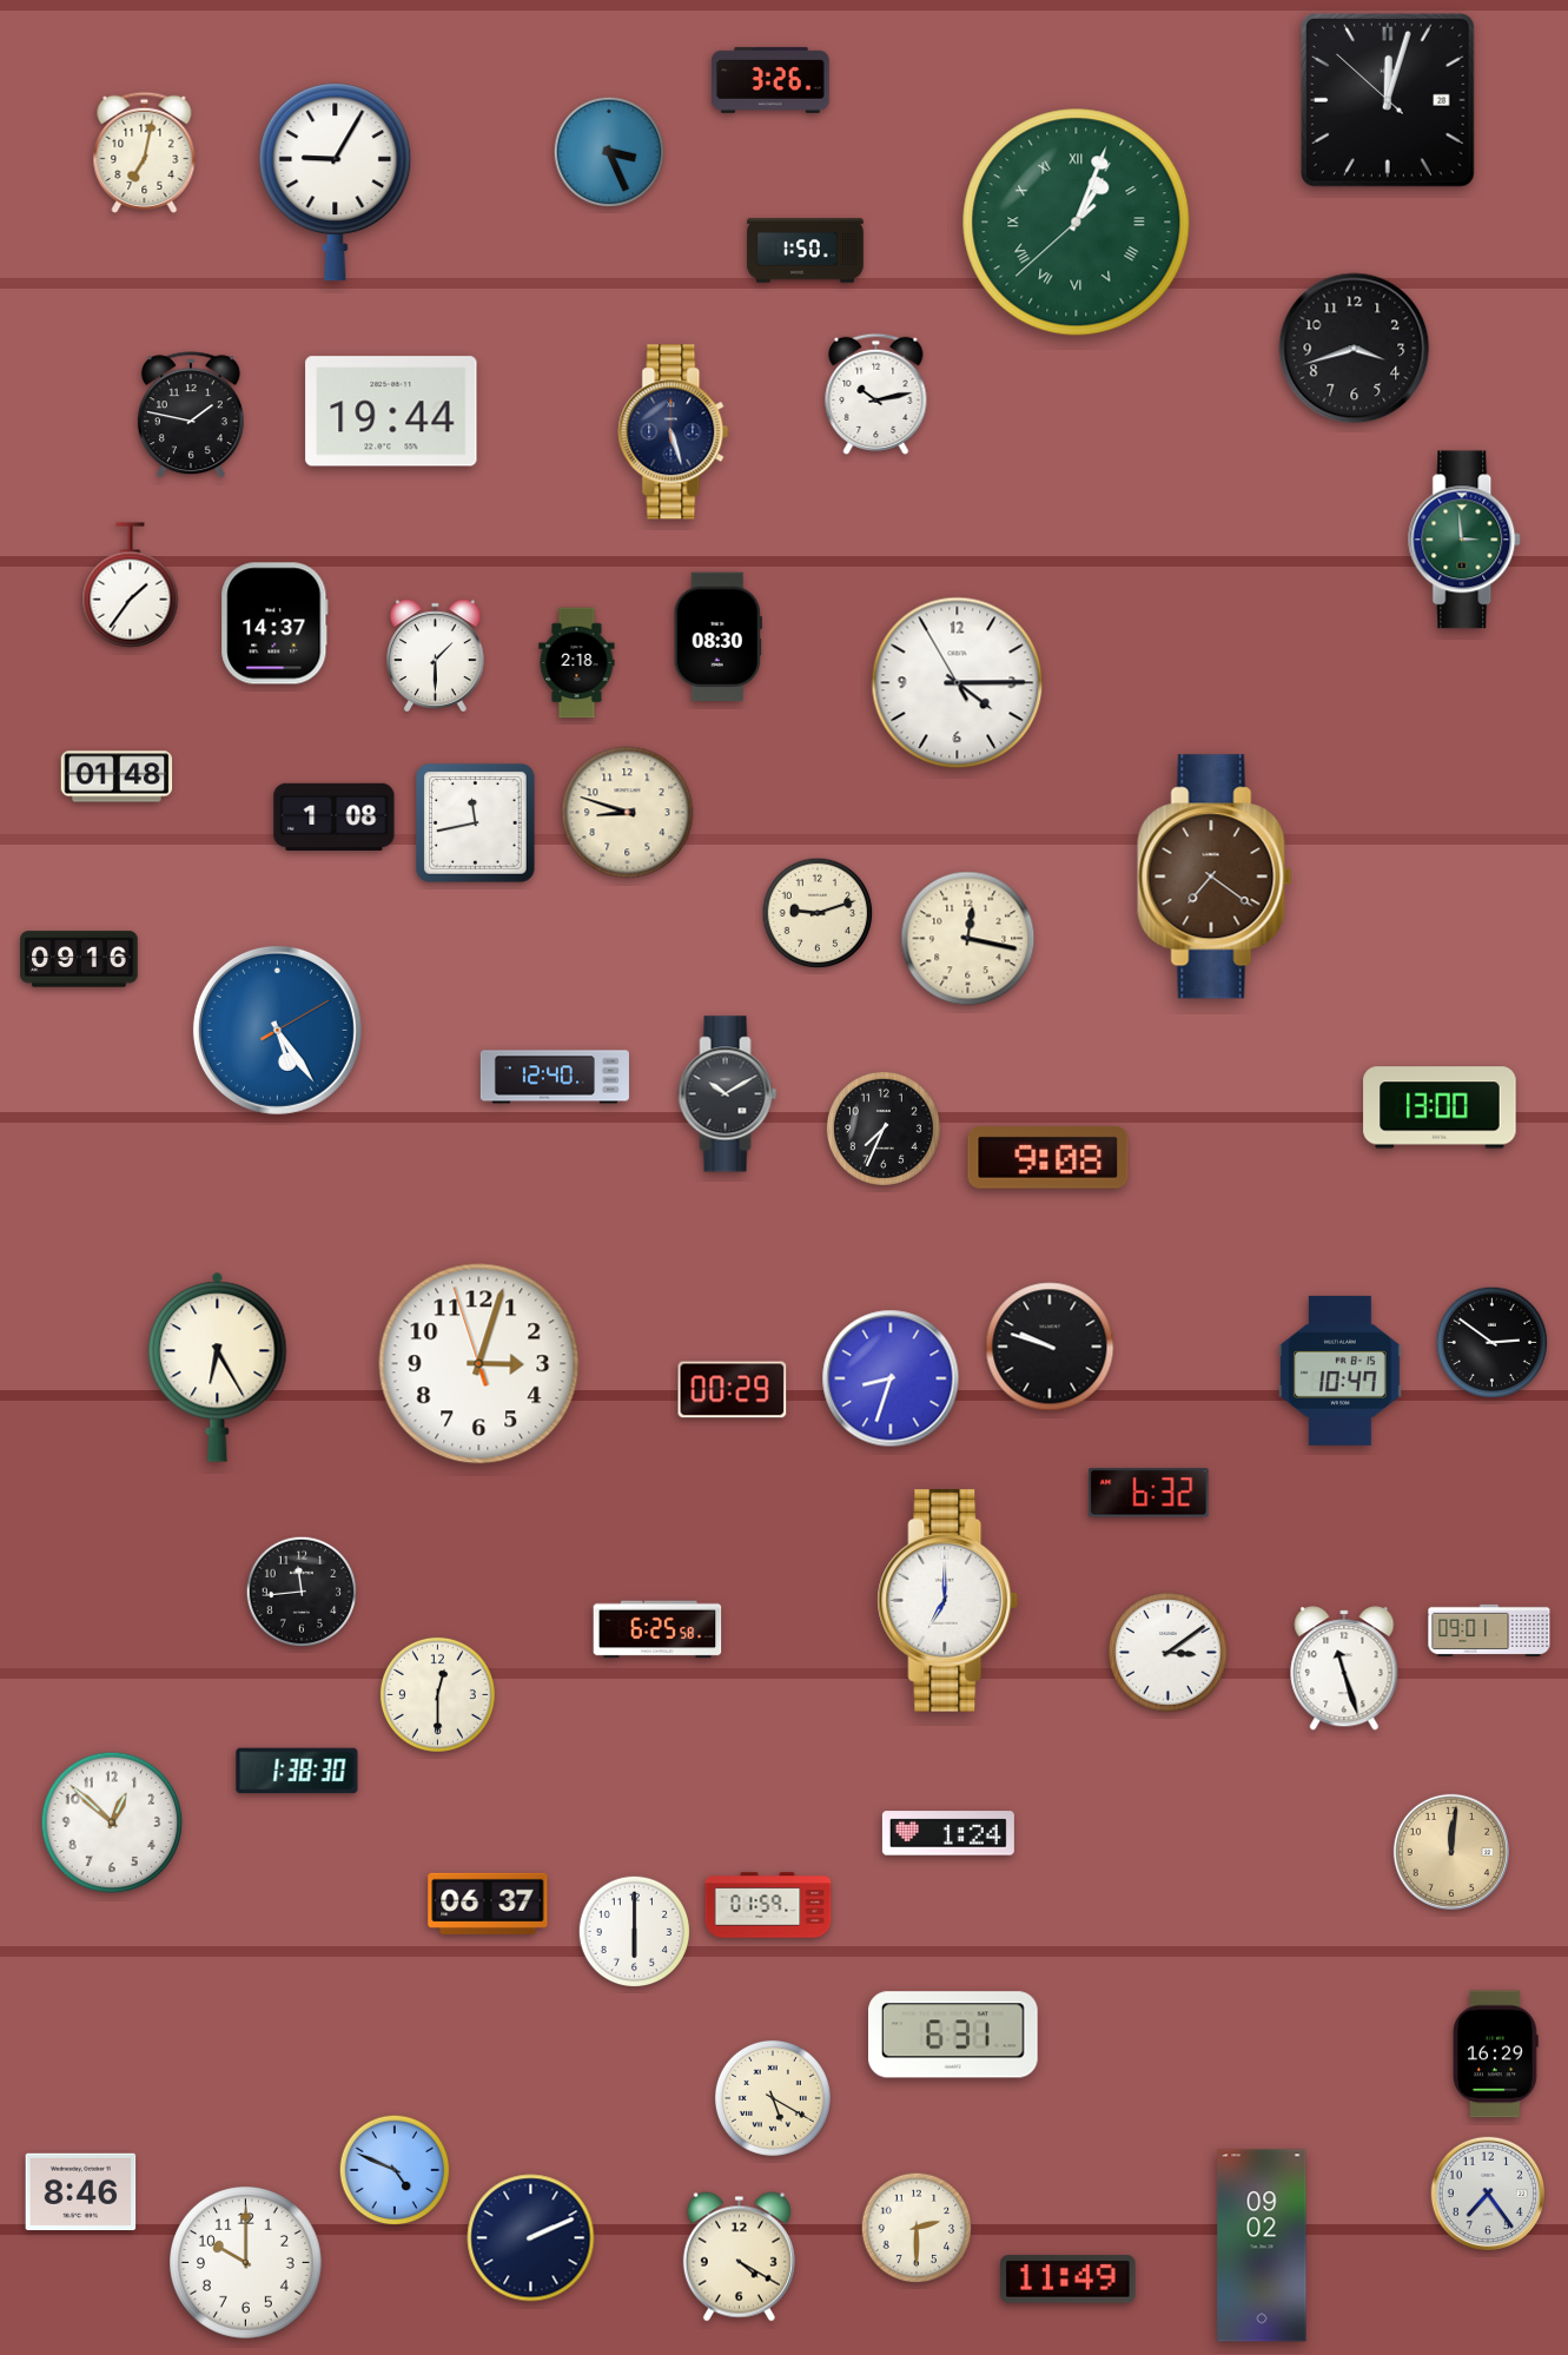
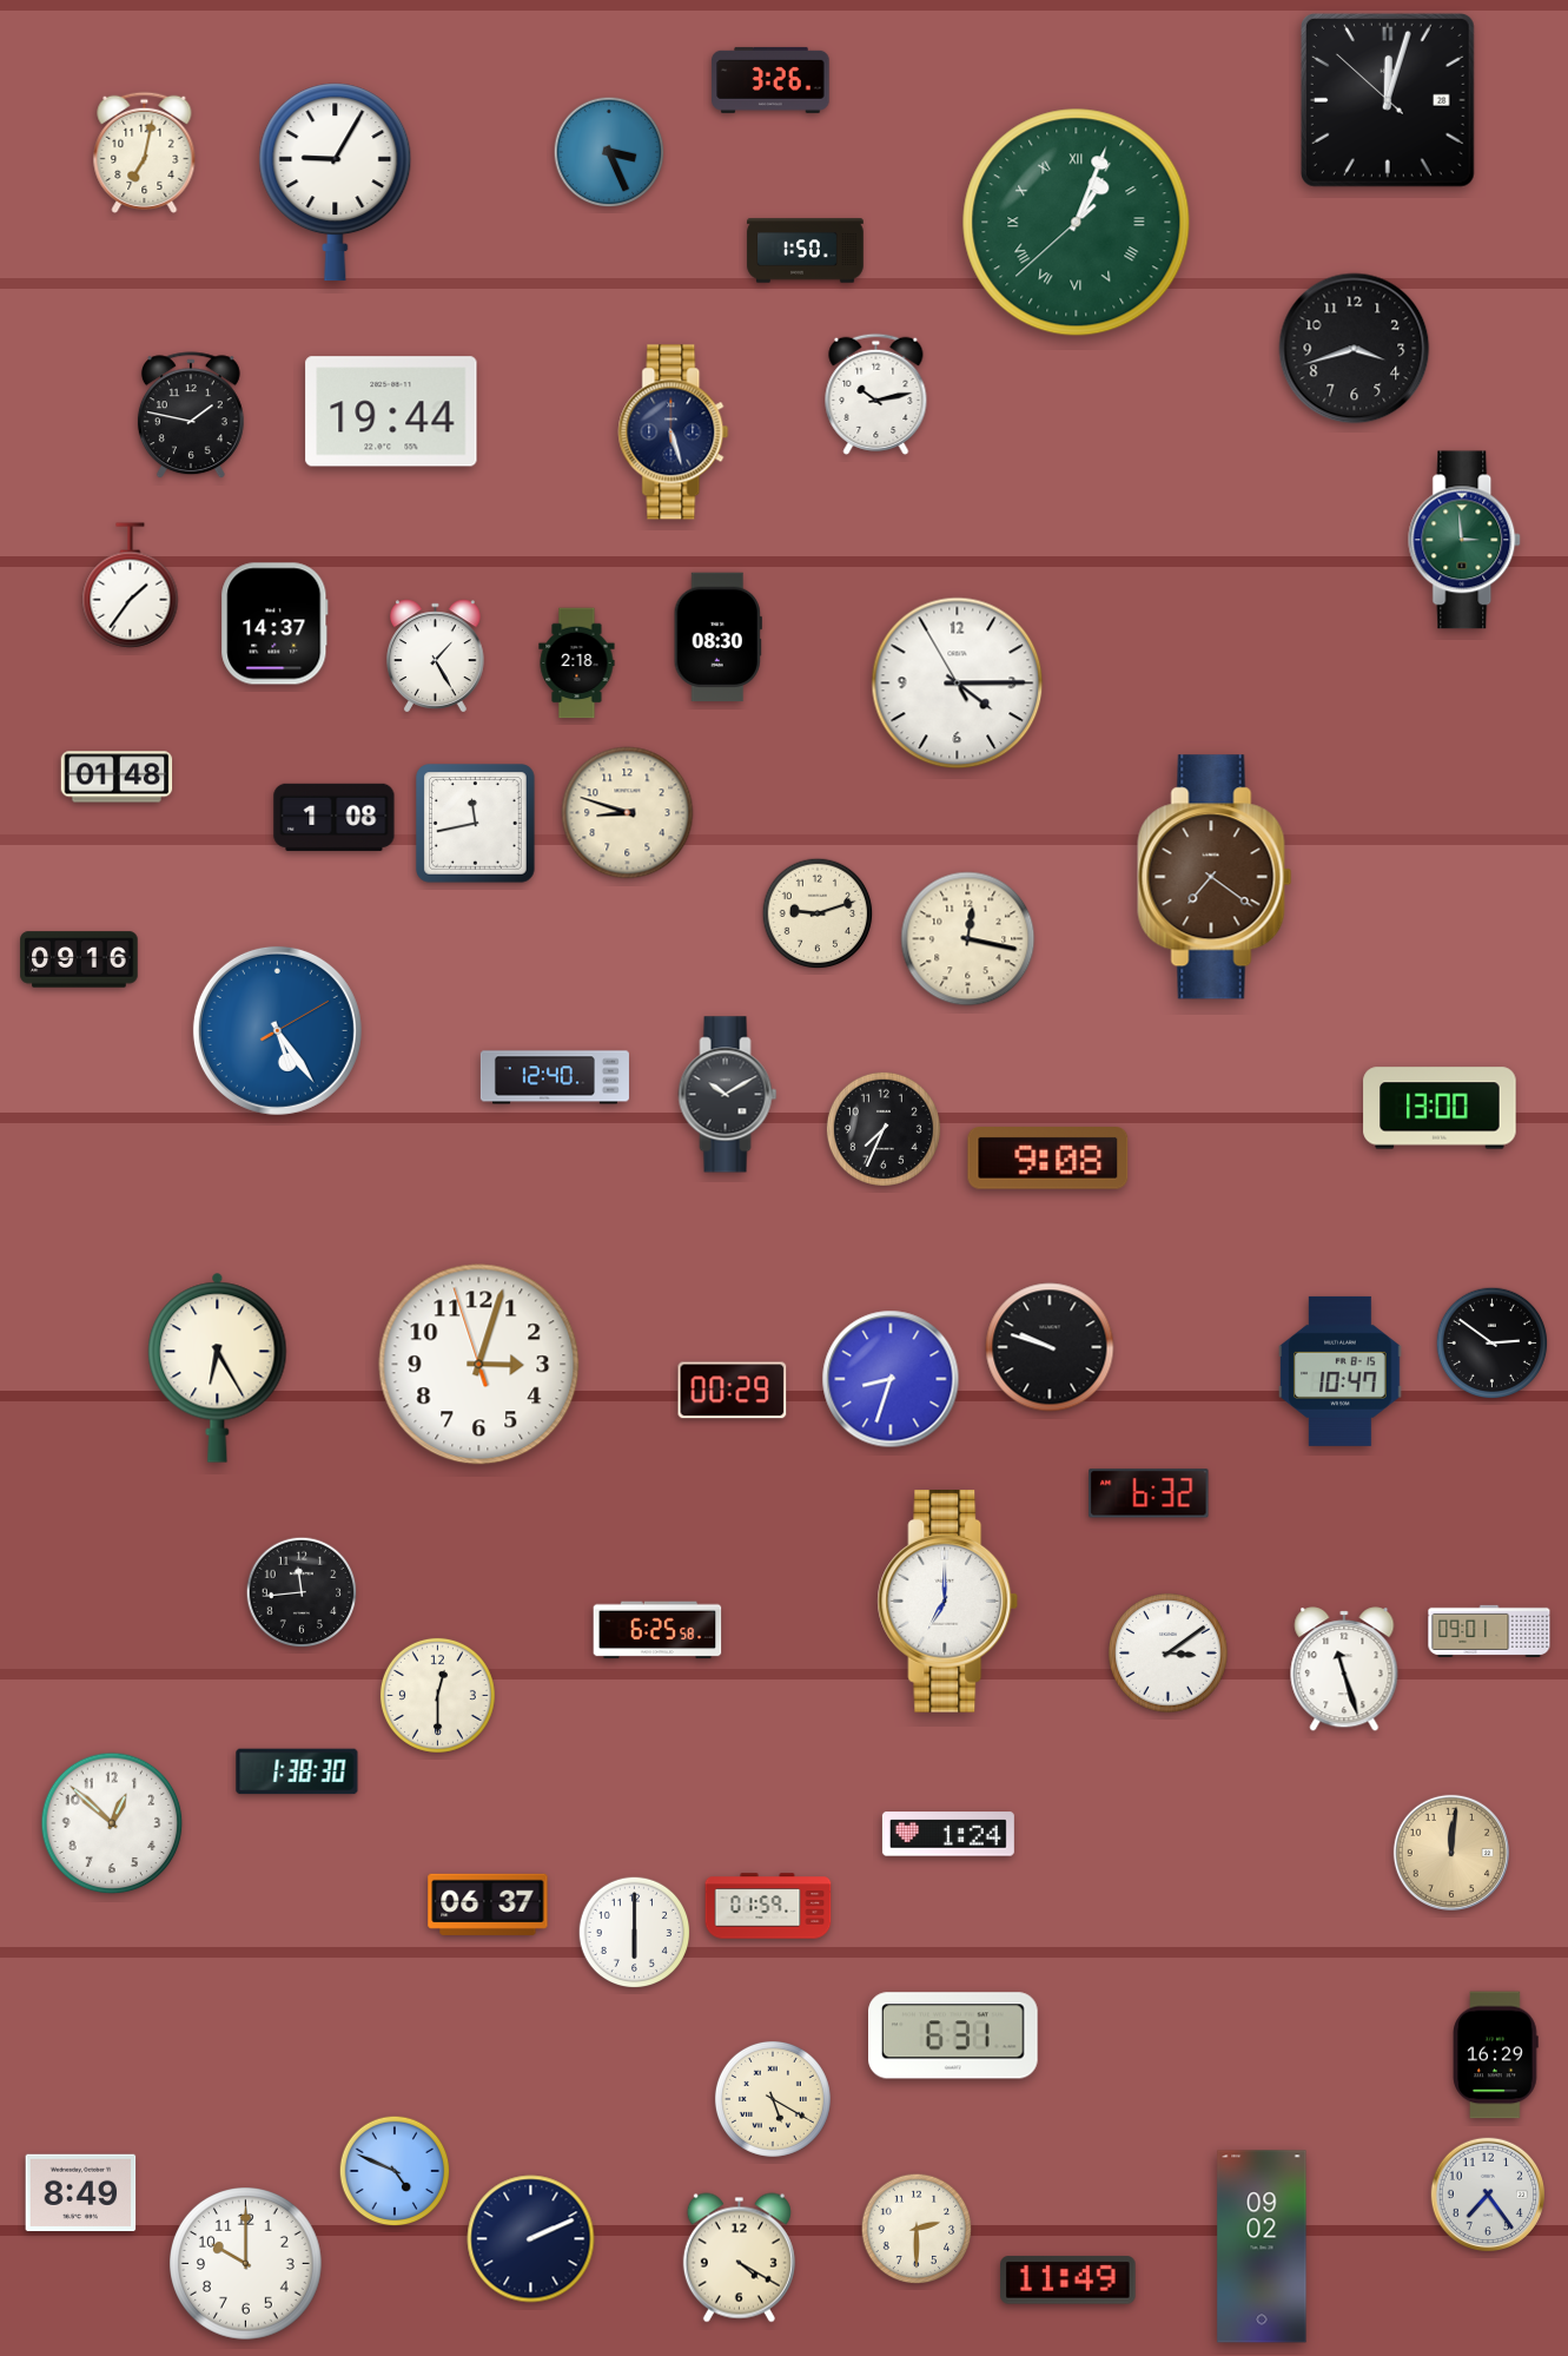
clock at (436, 656): 1:30 -> 1:25
clock at (81, 2192): 8:46 -> 8:49
